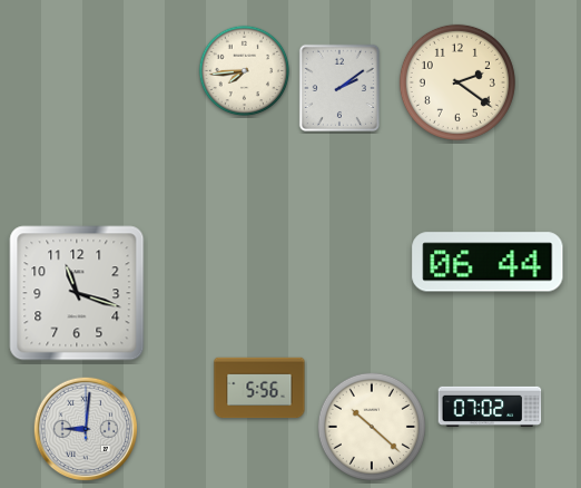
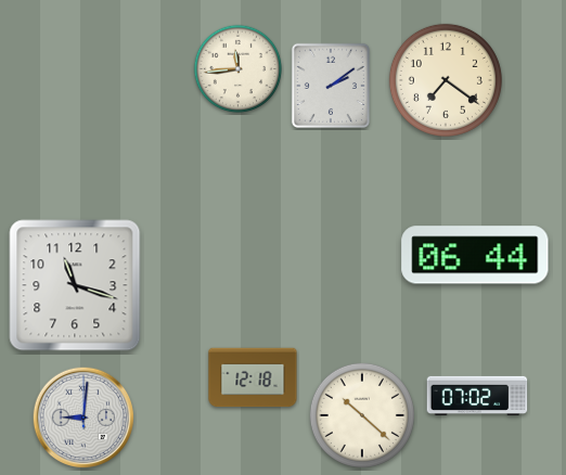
clock at (245, 71): 7:44 -> 11:44
clock at (457, 82): 2:21 -> 7:21
clock at (259, 388): 5:56 -> 12:18
